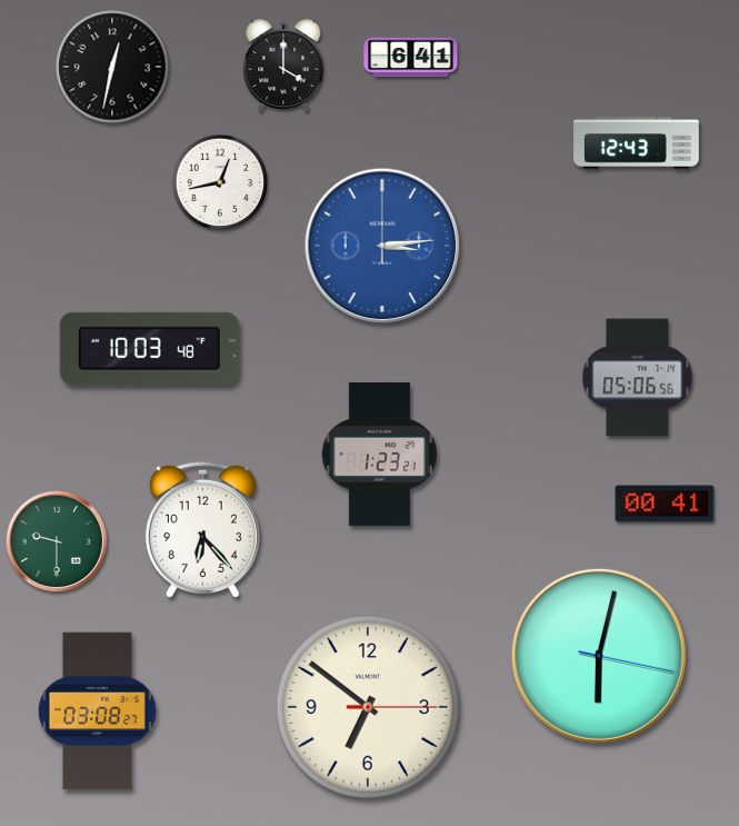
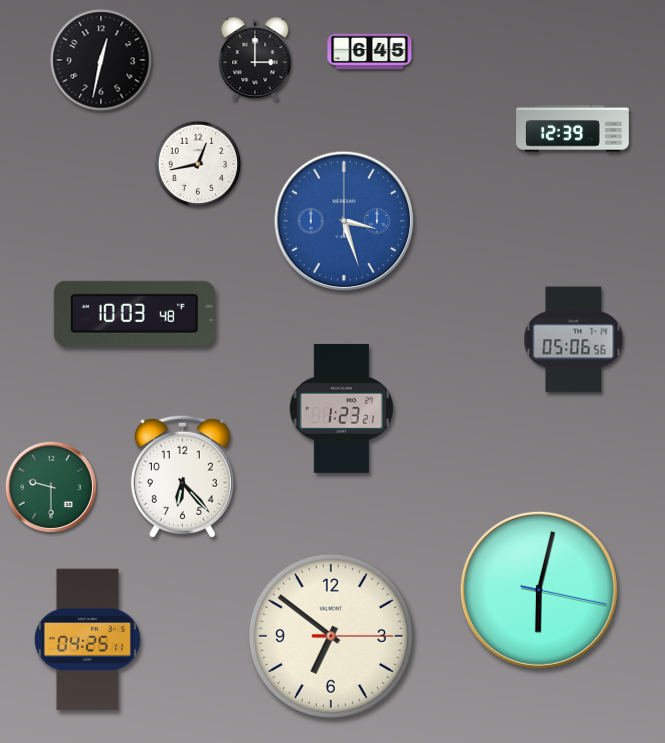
clock at (411, 58): 6:41 -> 6:45
clock at (283, 67): 4:00 -> 3:00
clock at (637, 143): 12:43 -> 12:39
clock at (382, 246): 3:14 -> 3:27
clock at (665, 504): 00:41 -> none
clock at (97, 711): 03:08 -> 04:25
